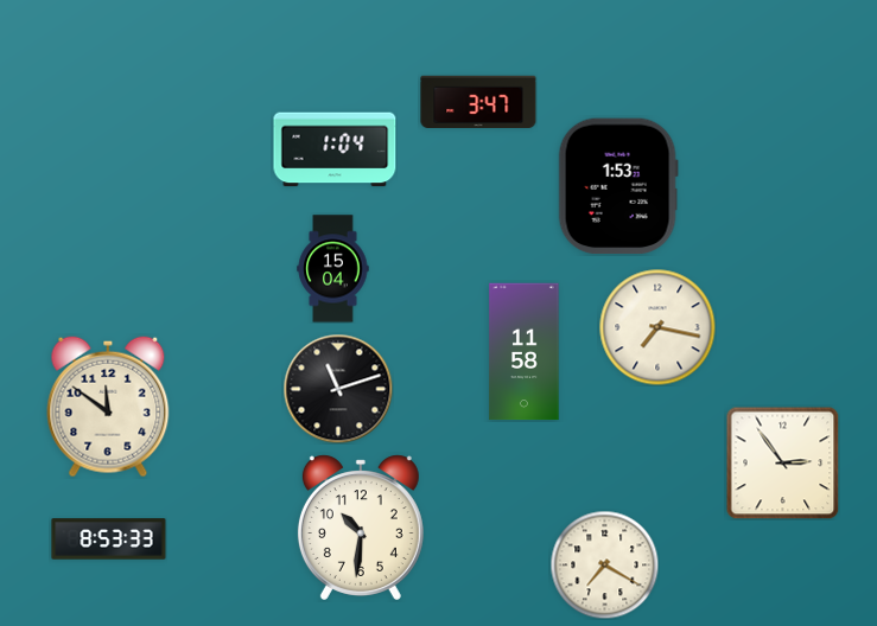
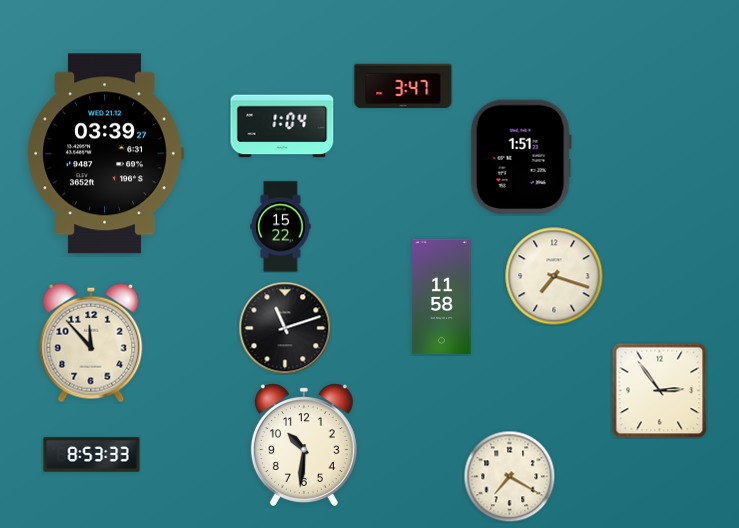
clock at (105, 154): none -> 03:39
clock at (618, 186): 1:53 -> 1:51
clock at (333, 269): 15:04 -> 15:22
clock at (657, 327): 7:17 -> 7:18
clock at (108, 407): 11:51 -> 11:53
